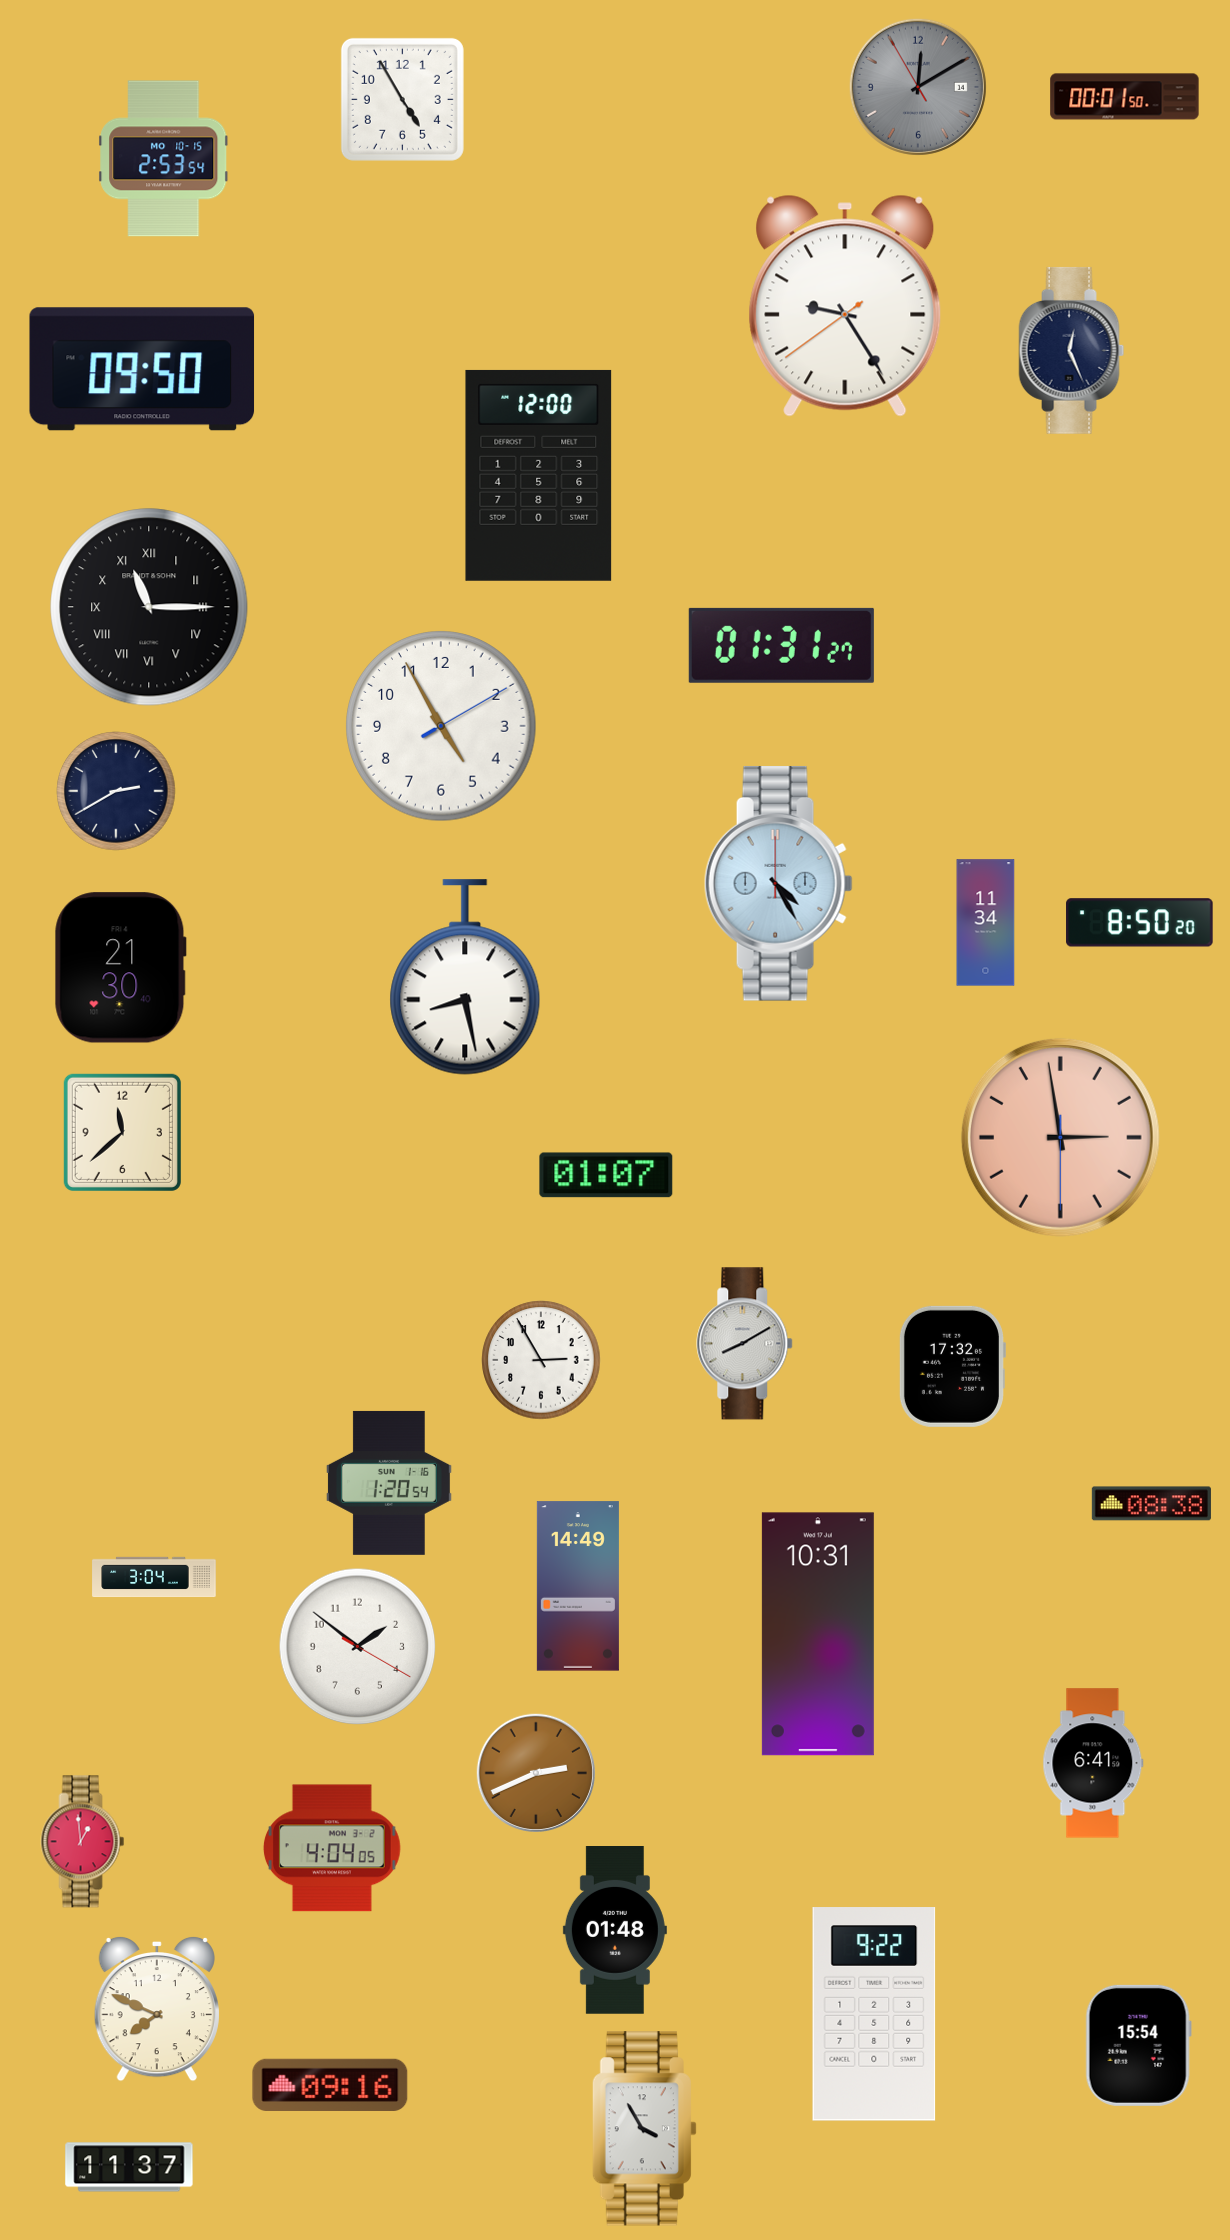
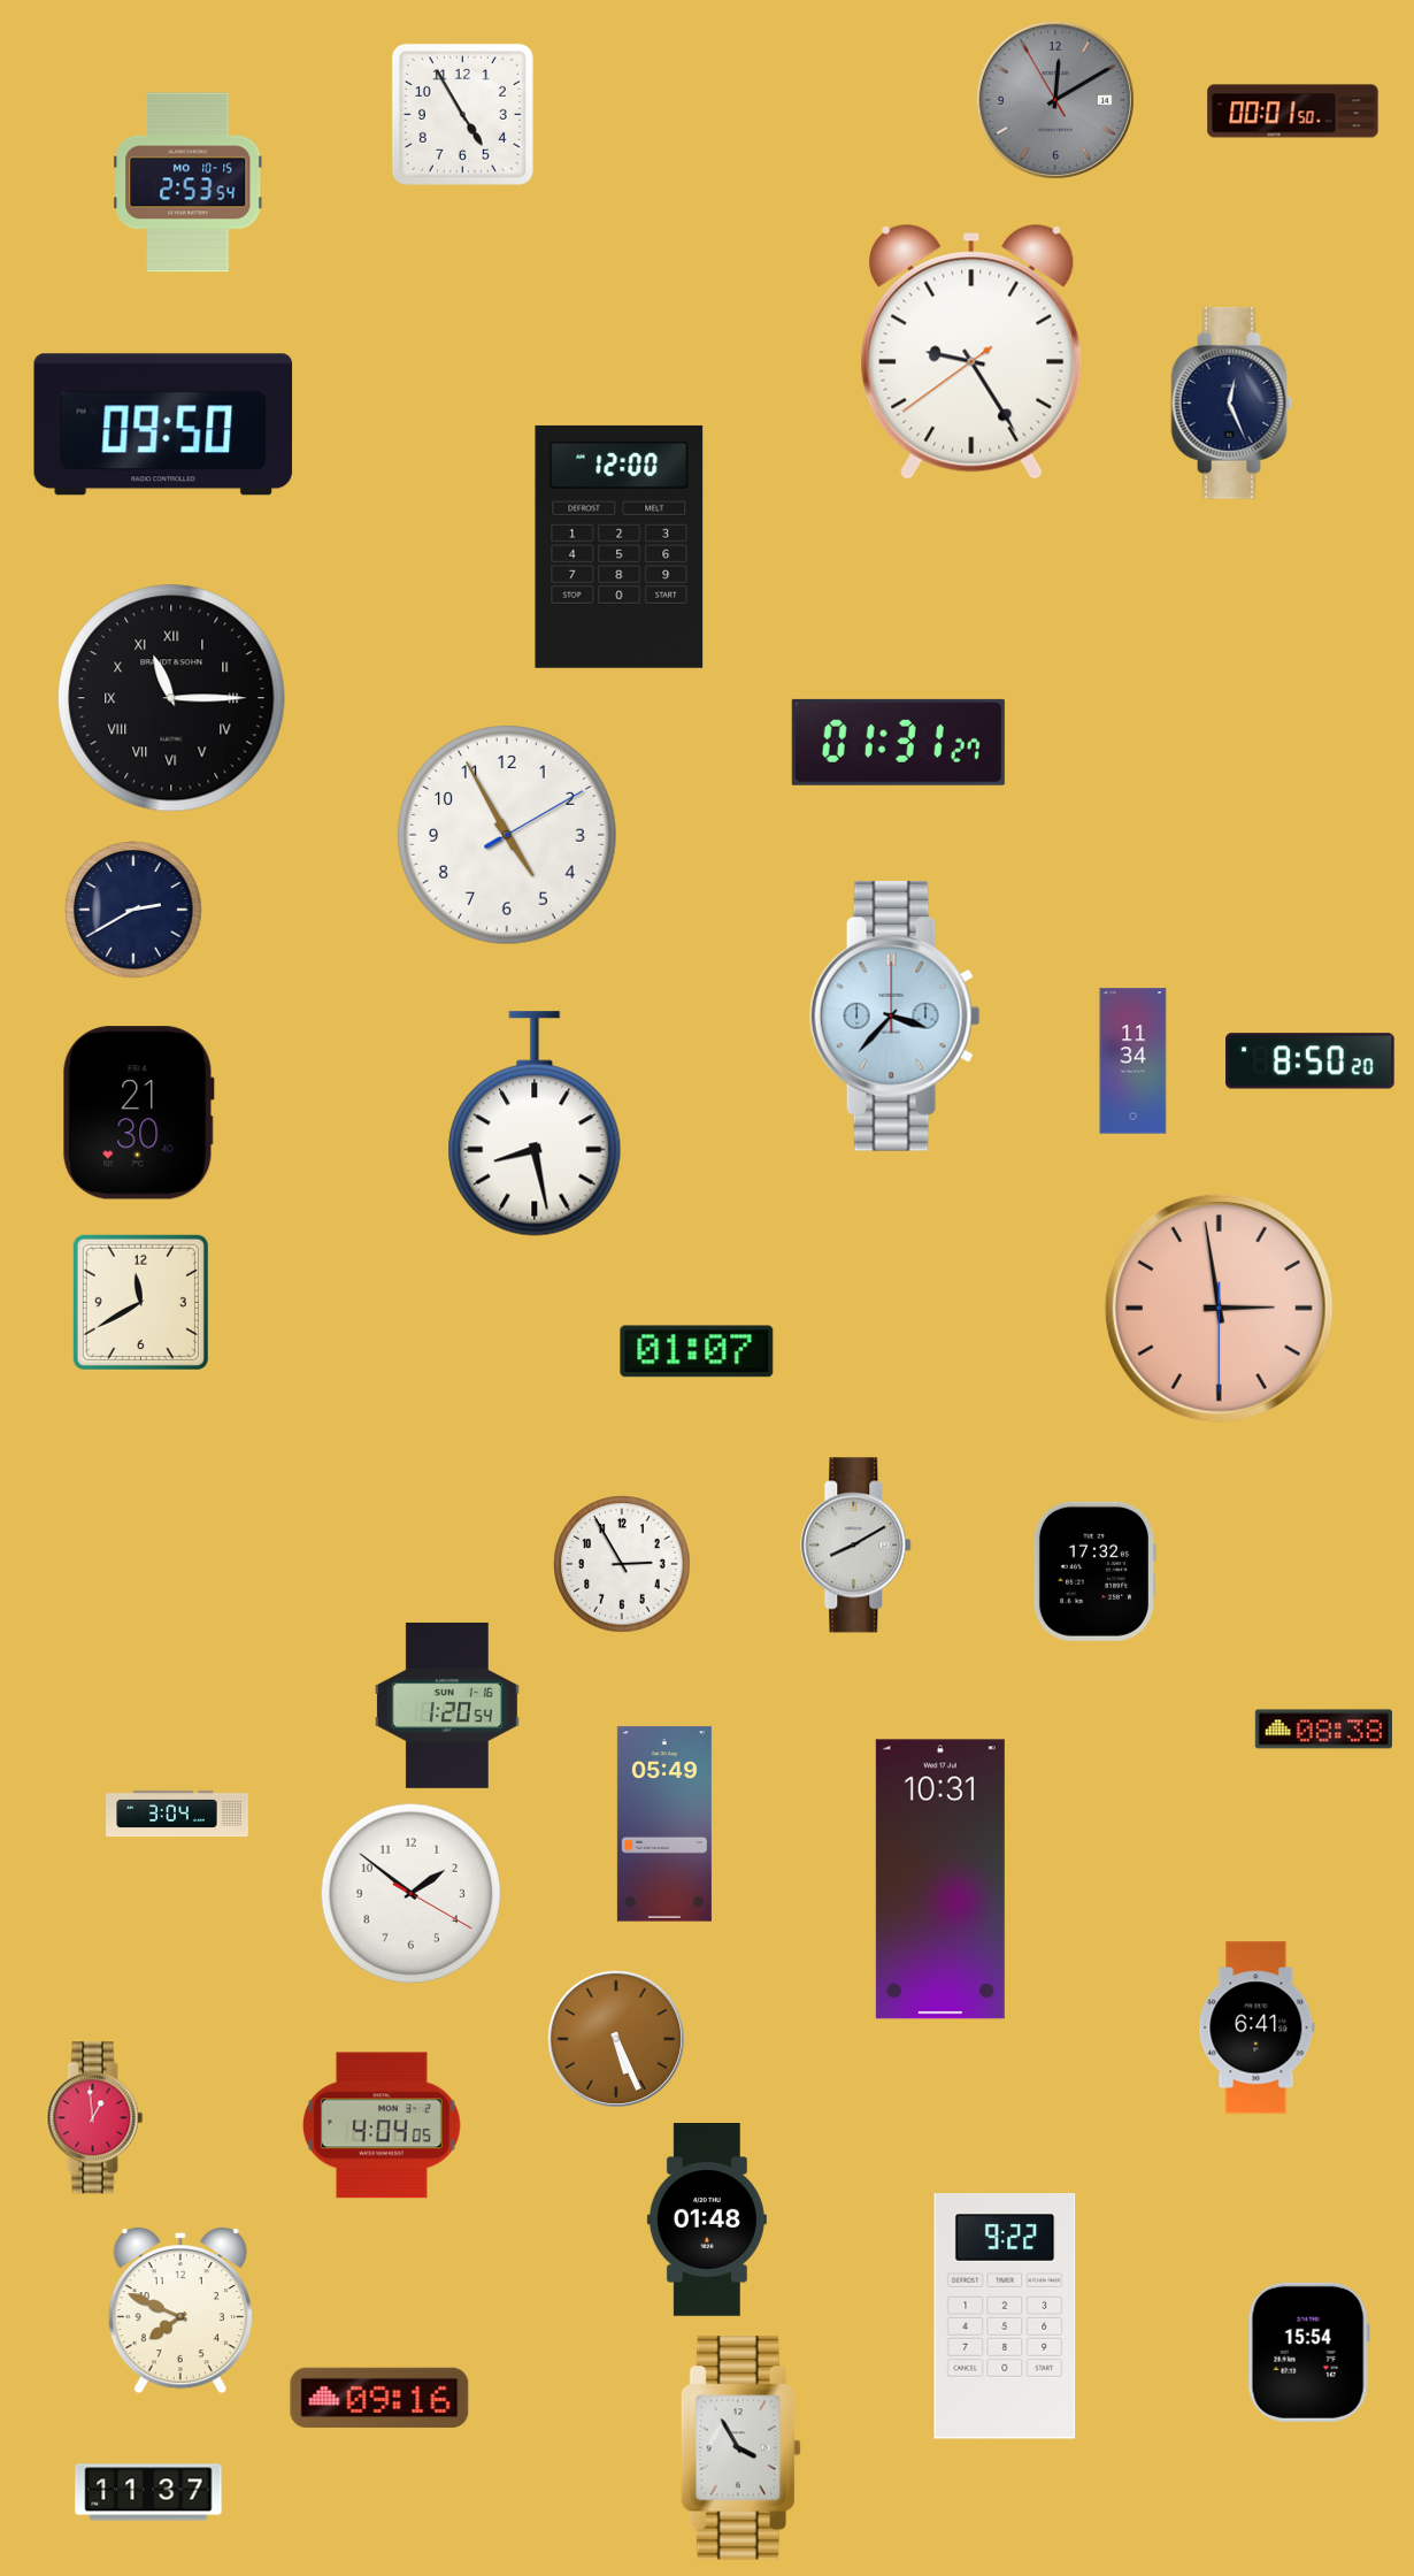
clock at (778, 883): 4:25 -> 3:37
clock at (122, 1132): 11:38 -> 11:40
clock at (578, 1586): 14:49 -> 05:49
clock at (535, 1772): 2:41 -> 5:26
